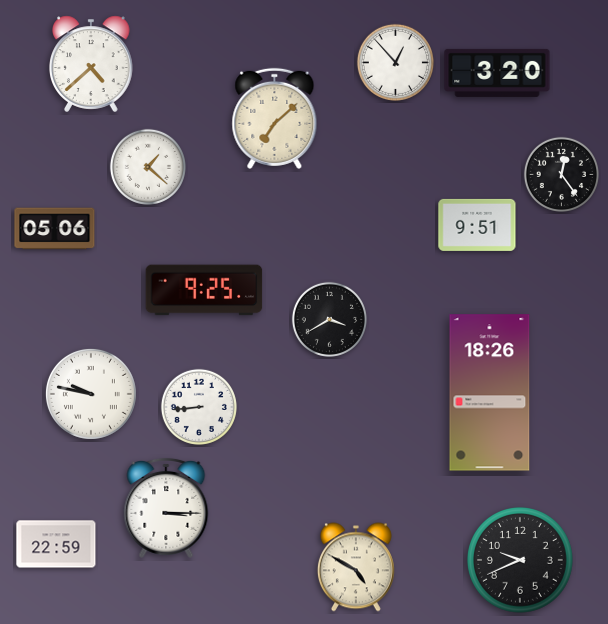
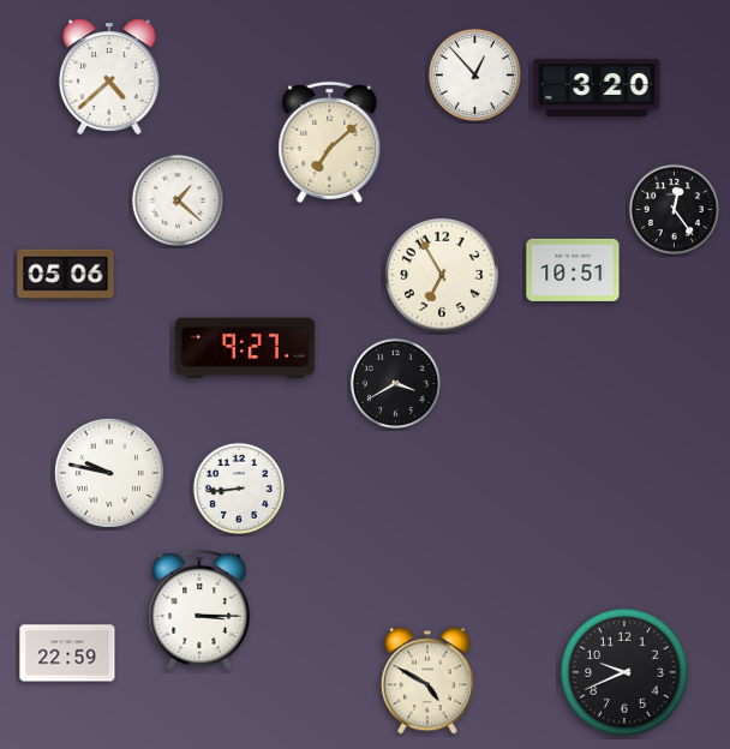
clock at (477, 225): 9:51 -> 10:51
clock at (442, 275): none -> 6:55
clock at (204, 290): 9:25 -> 9:27
clock at (490, 393): 18:26 -> none
